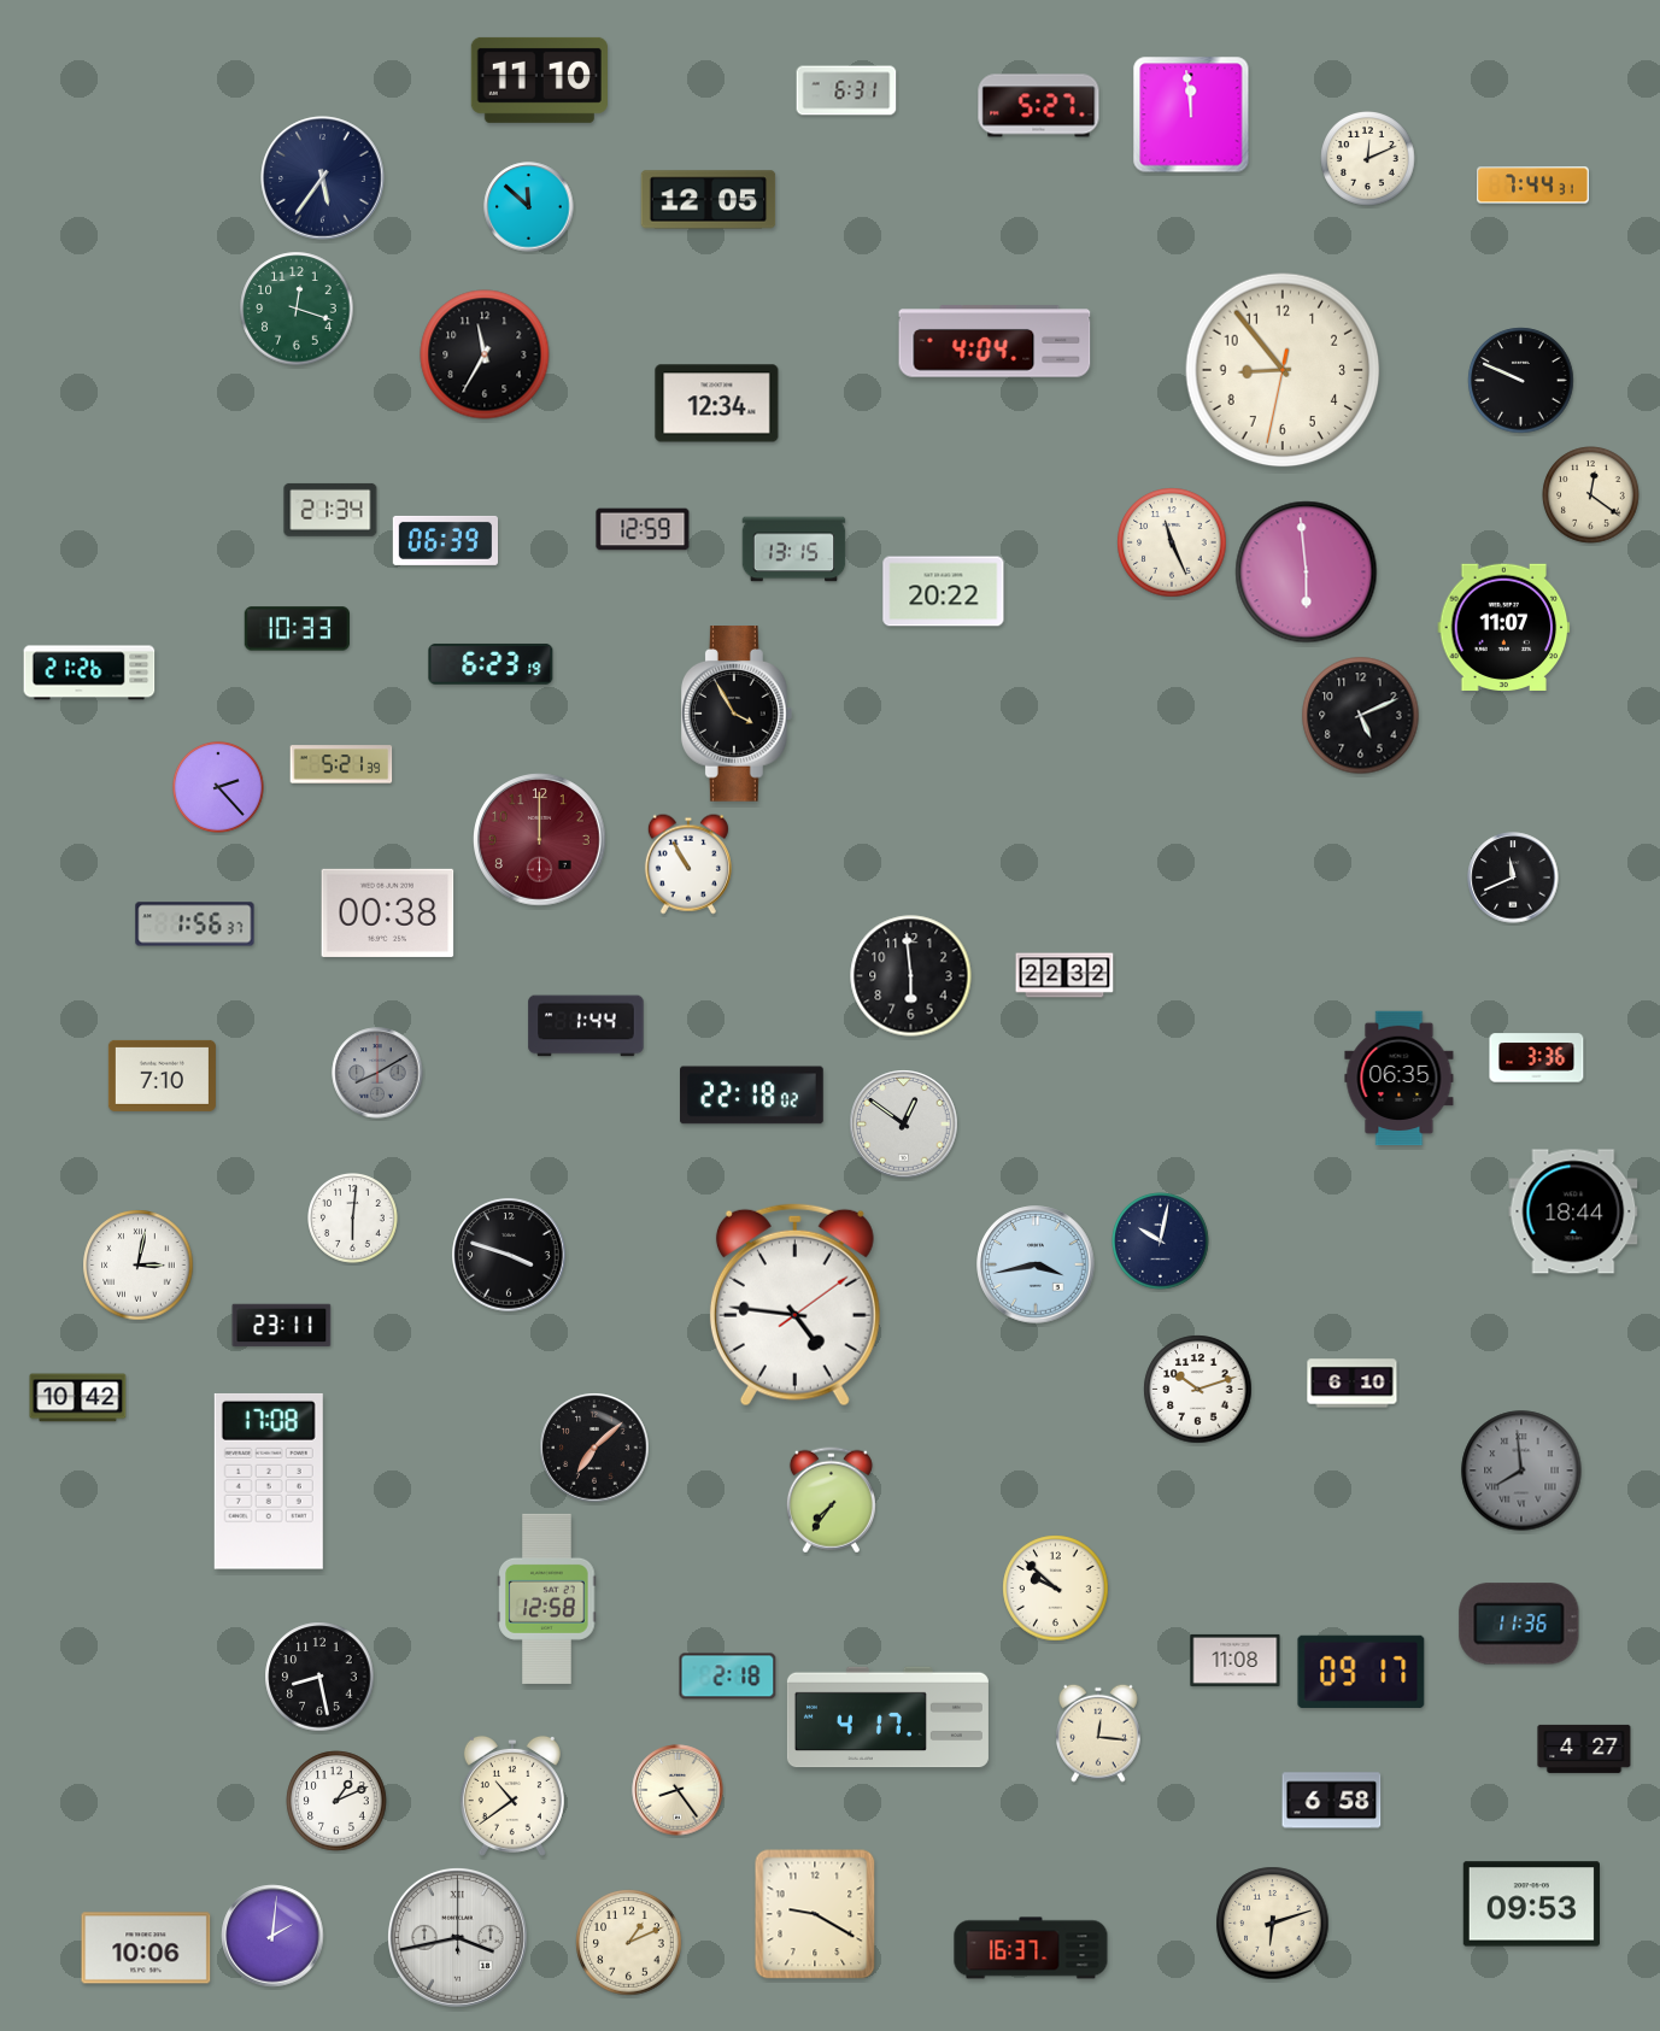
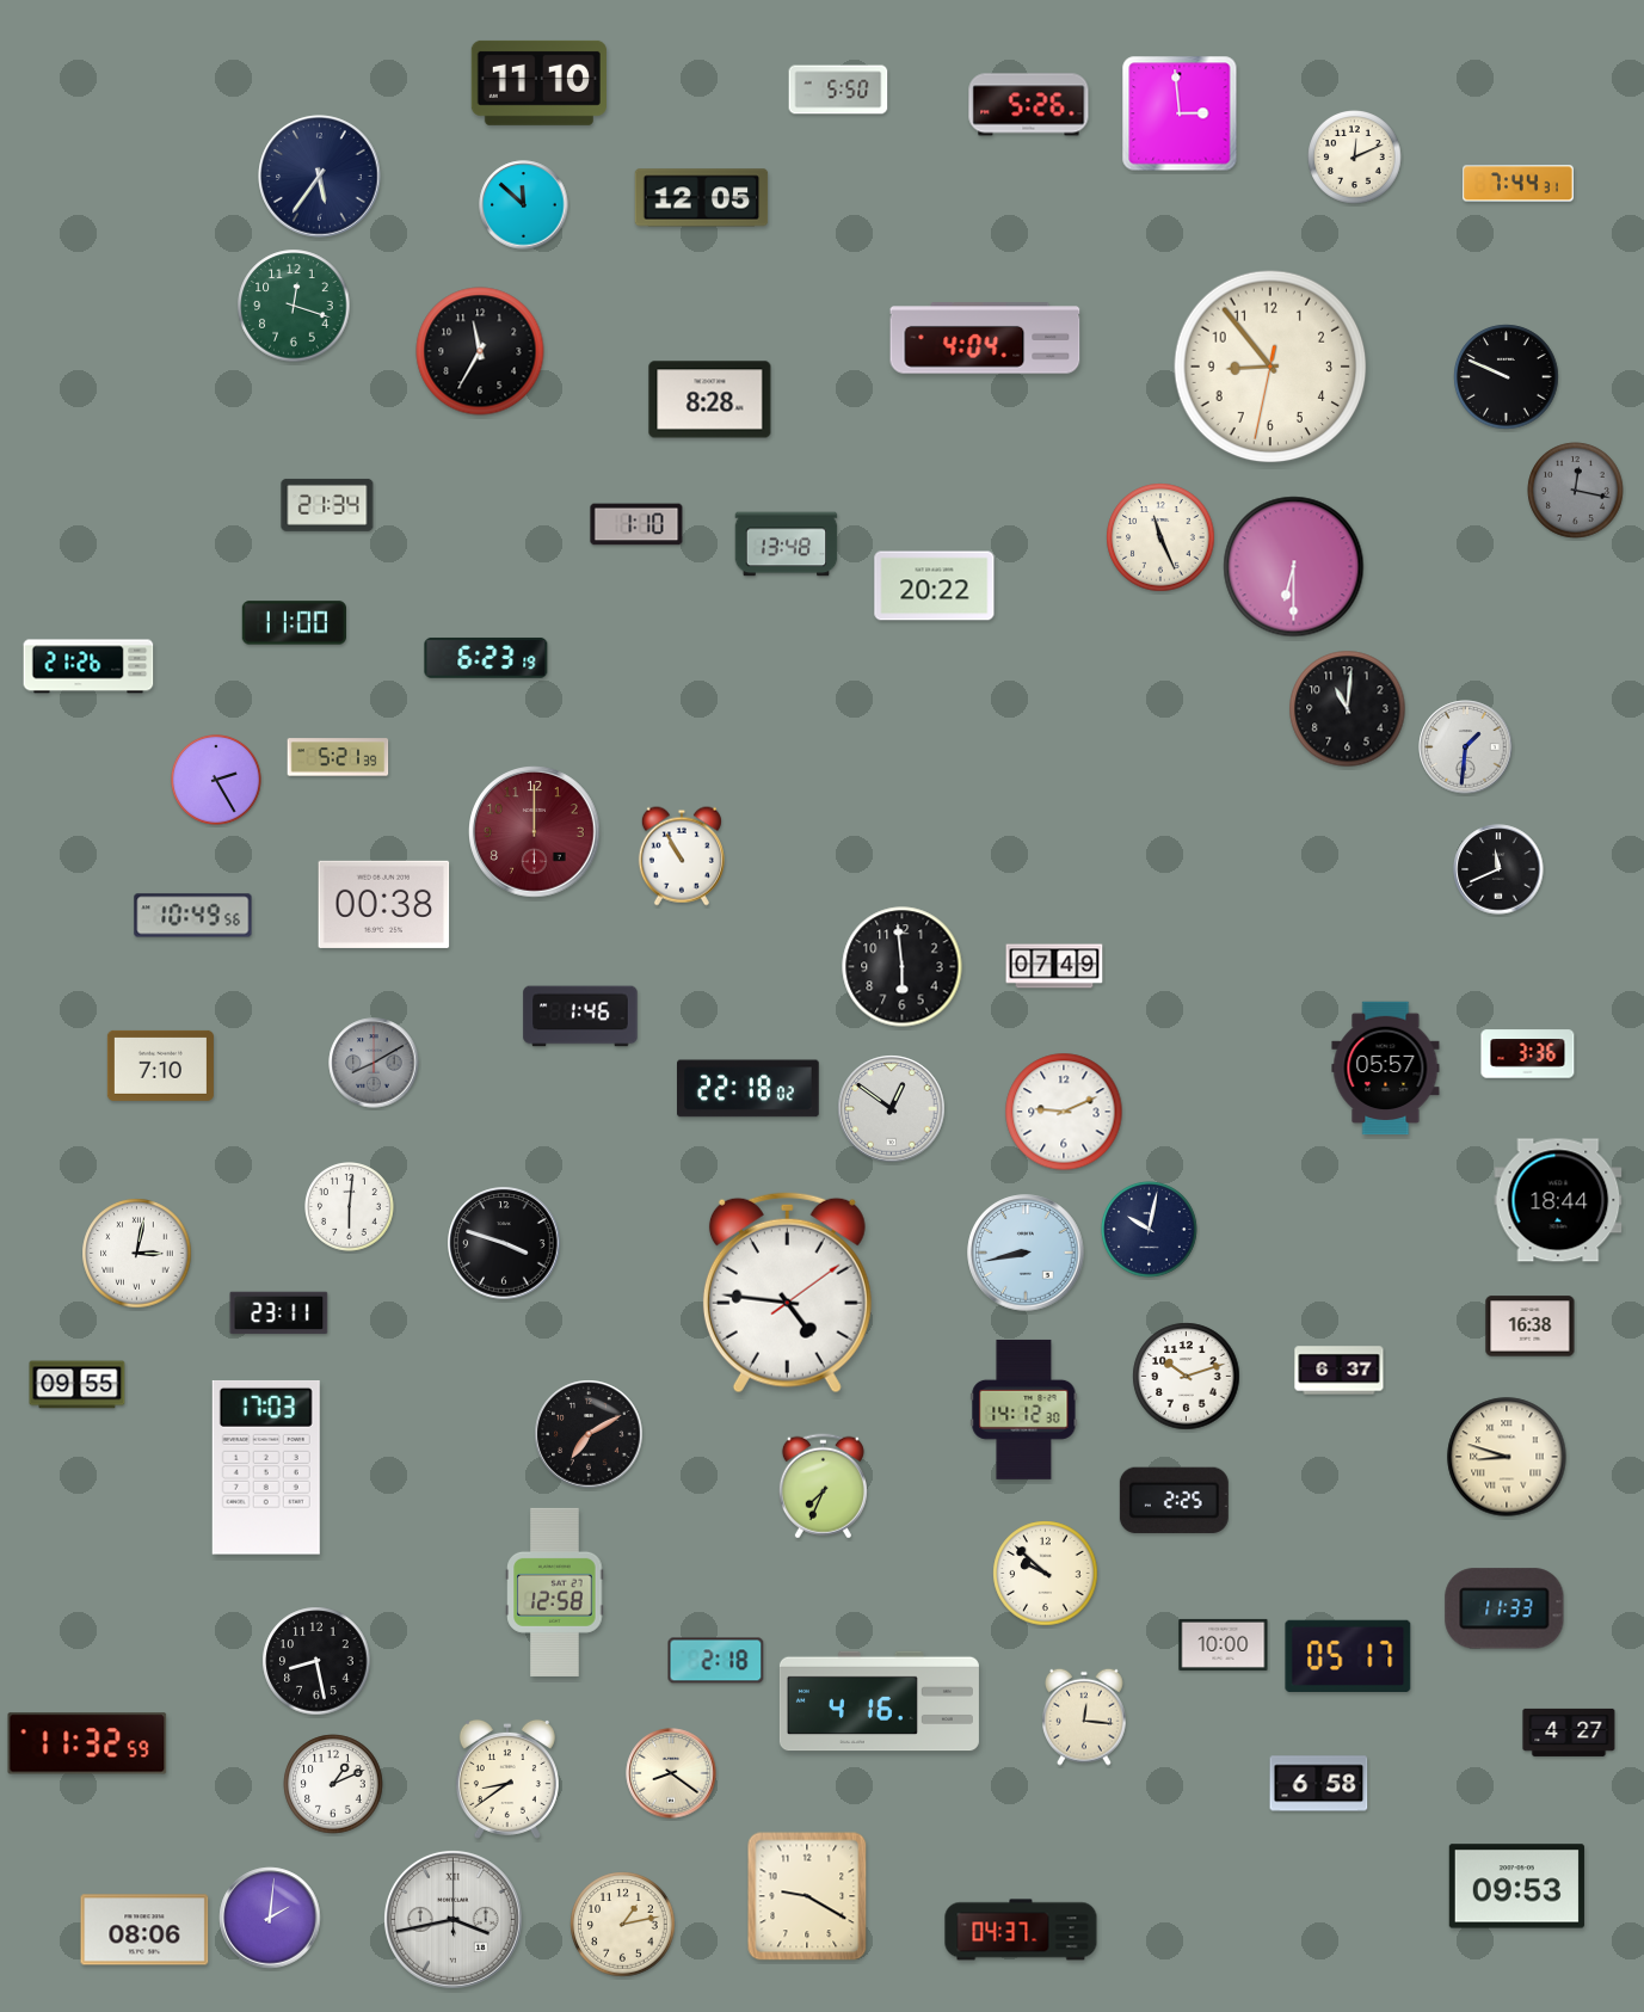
clock at (539, 80) position: (539, 80) -> (538, 82)
clock at (846, 90): 6:31 -> 5:50
clock at (1039, 106): 5:27 -> 5:26
clock at (1191, 115): 11:59 -> 2:59
clock at (717, 404): 12:34 -> 8:28
clock at (1591, 495): 12:21 -> 12:17
clock at (1591, 495) dial: cream -> grey
clock at (643, 529): 12:59 -> 1:10
clock at (445, 540): 06:39 -> none
clock at (794, 550): 13:15 -> 13:48
clock at (1307, 573): 5:59 -> 6:30
clock at (1504, 627): 11:07 -> none
clock at (297, 629): 10:33 -> 11:00
clock at (737, 714): 3:55 -> none
clock at (1361, 716): 5:11 -> 11:01
clock at (1466, 747): none -> 1:31
clock at (219, 788): 2:23 -> 2:25
clock at (195, 924): 1:56 -> 10:49
clock at (1064, 975): 22:32 -> 07:49
clock at (586, 1026): 1:44 -> 1:46
clock at (1537, 1058) position: (1537, 1058) -> (1528, 1054)
clock at (1400, 1079): 06:35 -> 05:57
clock at (752, 1096) position: (752, 1096) -> (749, 1089)
clock at (1064, 1112): none -> 9:11
clock at (904, 1125) position: (904, 1125) -> (892, 1109)
clock at (1036, 1264): 3:43 -> 8:43
clock at (1531, 1327): none -> 16:38
clock at (1353, 1384): 6:10 -> 6:37
clock at (78, 1398): 10:42 -> 09:55
clock at (1024, 1409): none -> 14:12
clock at (594, 1448): 7:08 -> 7:10
clock at (1521, 1471): 7:59 -> 8:48
clock at (1521, 1471) dial: grey -> cream
clock at (269, 1481): 17:08 -> 17:03
clock at (831, 1501): 7:36 -> 7:34
clock at (1174, 1500): none -> 2:25
clock at (547, 1598) position: (547, 1598) -> (555, 1592)
clock at (1519, 1624): 11:36 -> 11:33
clock at (1236, 1660): 11:08 -> 10:00
clock at (1361, 1672): 09:17 -> 05:17
clock at (728, 1677) position: (728, 1677) -> (716, 1661)
clock at (887, 1718): 4:17 -> 4:16
clock at (1099, 1733) position: (1099, 1733) -> (1085, 1717)
clock at (87, 1743): none -> 11:32
clock at (678, 1790): 8:24 -> 8:21
clock at (512, 1796): 10:39 -> 8:39
clock at (1273, 1924): 6:12 -> none
clock at (629, 1943): 1:11 -> 1:13
clock at (146, 1948): 10:06 -> 08:06
clock at (1031, 1948): 16:37 -> 04:37
